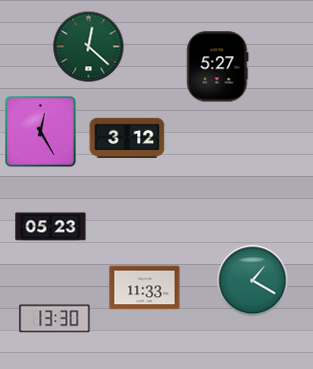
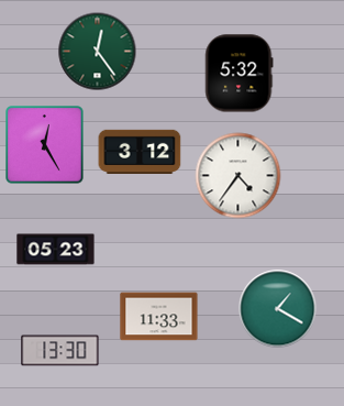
clock at (89, 47): 12:22 -> 12:24
clock at (218, 67): 5:27 -> 5:32
clock at (238, 176): none -> 4:36
